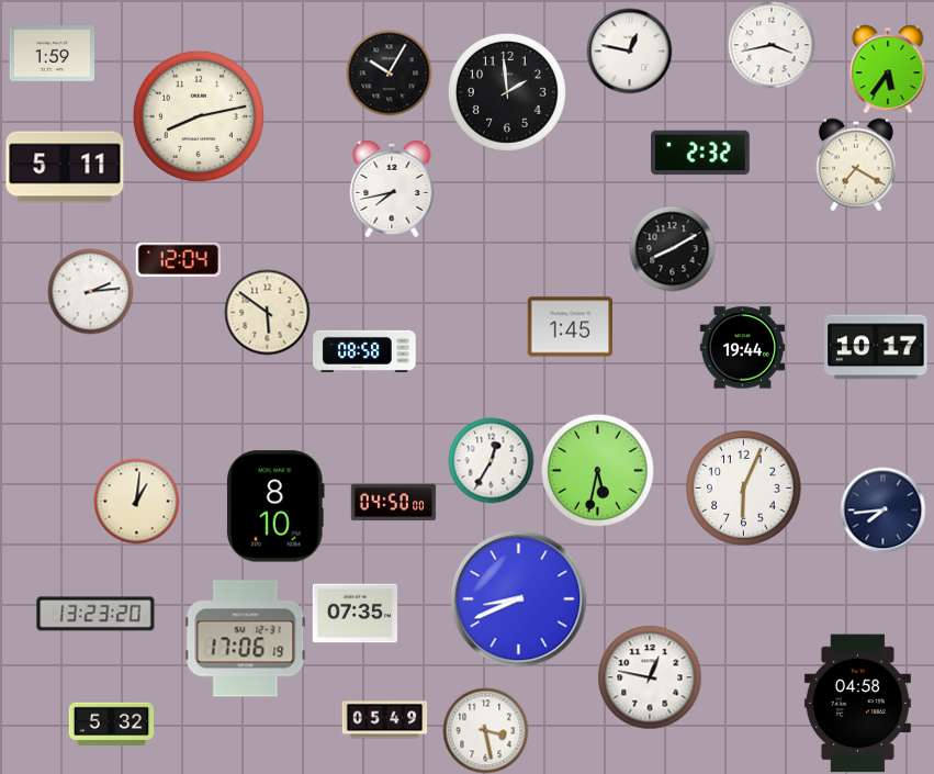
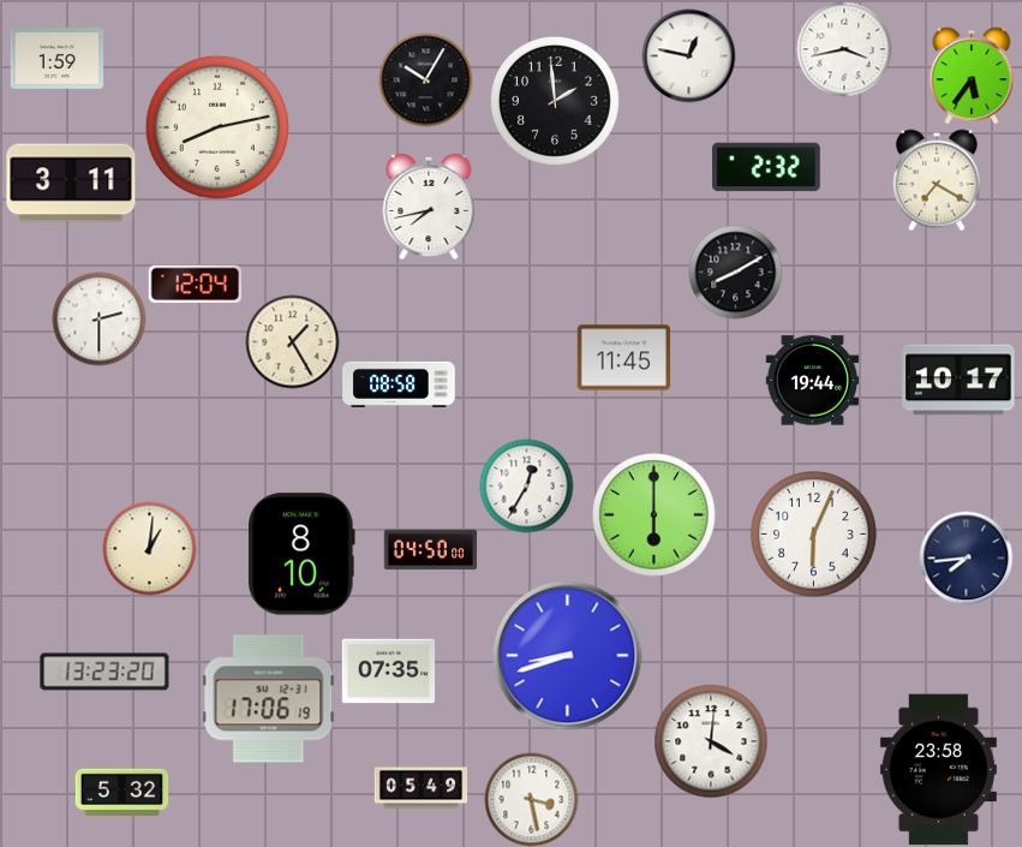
clock at (65, 167): 5:11 -> 3:11
clock at (90, 291): 2:14 -> 2:30
clock at (267, 312): 5:51 -> 1:25
clock at (570, 327): 1:45 -> 11:45
clock at (491, 460) position: (491, 460) -> (526, 485)
clock at (598, 471): 5:32 -> 6:00
clock at (519, 599): 8:41 -> 8:42
clock at (650, 677): 12:47 -> 4:01
clock at (857, 704): 04:58 -> 23:58
